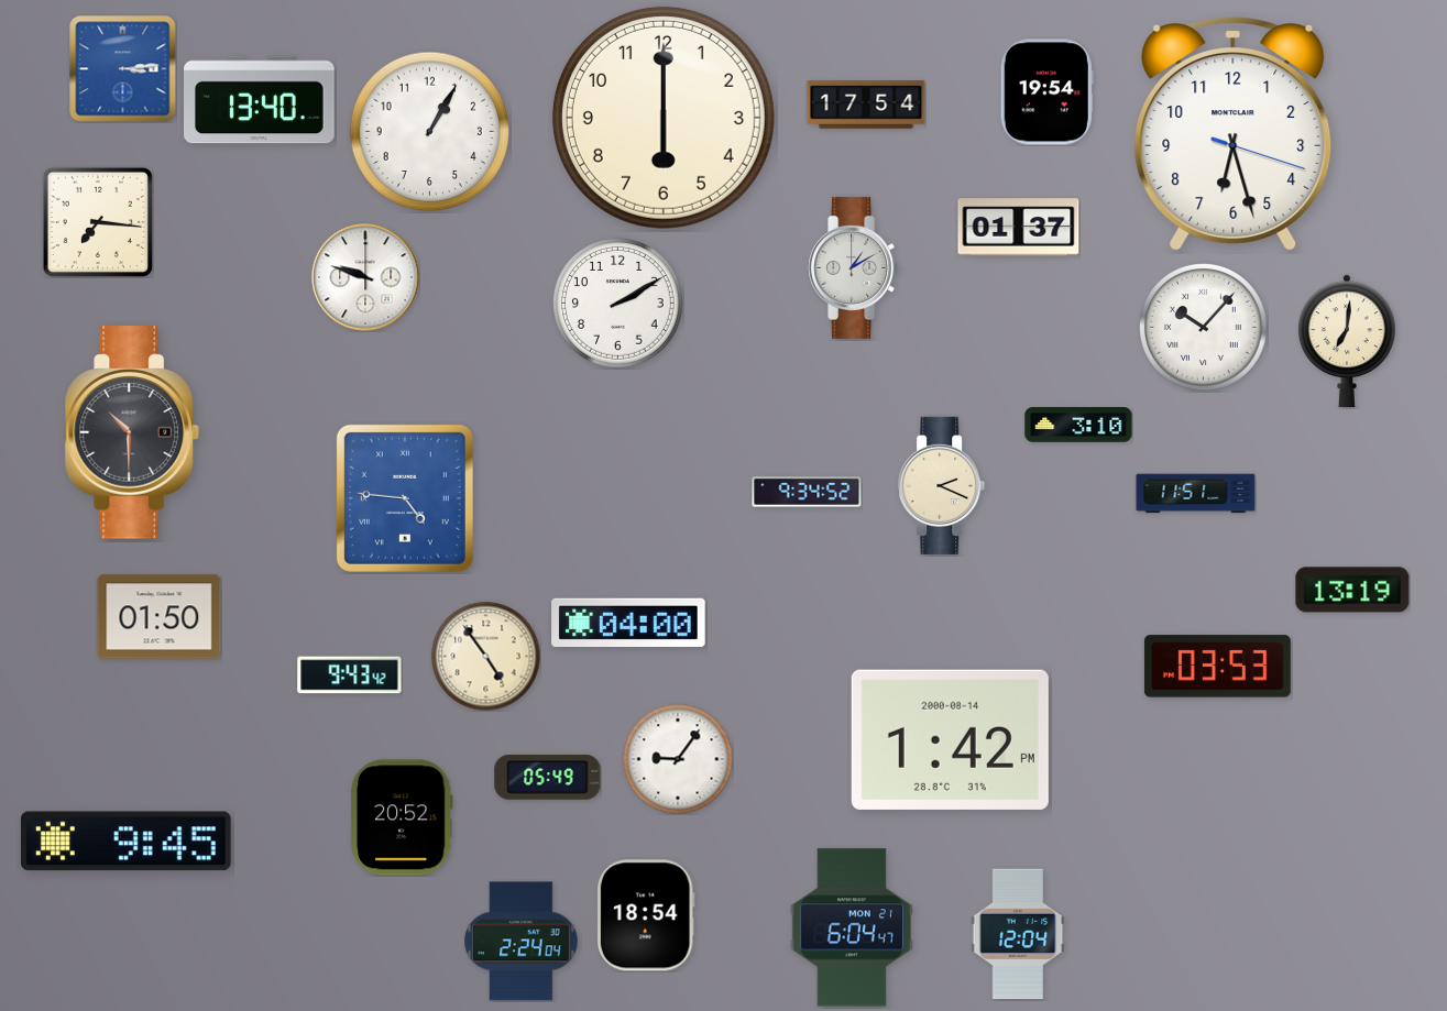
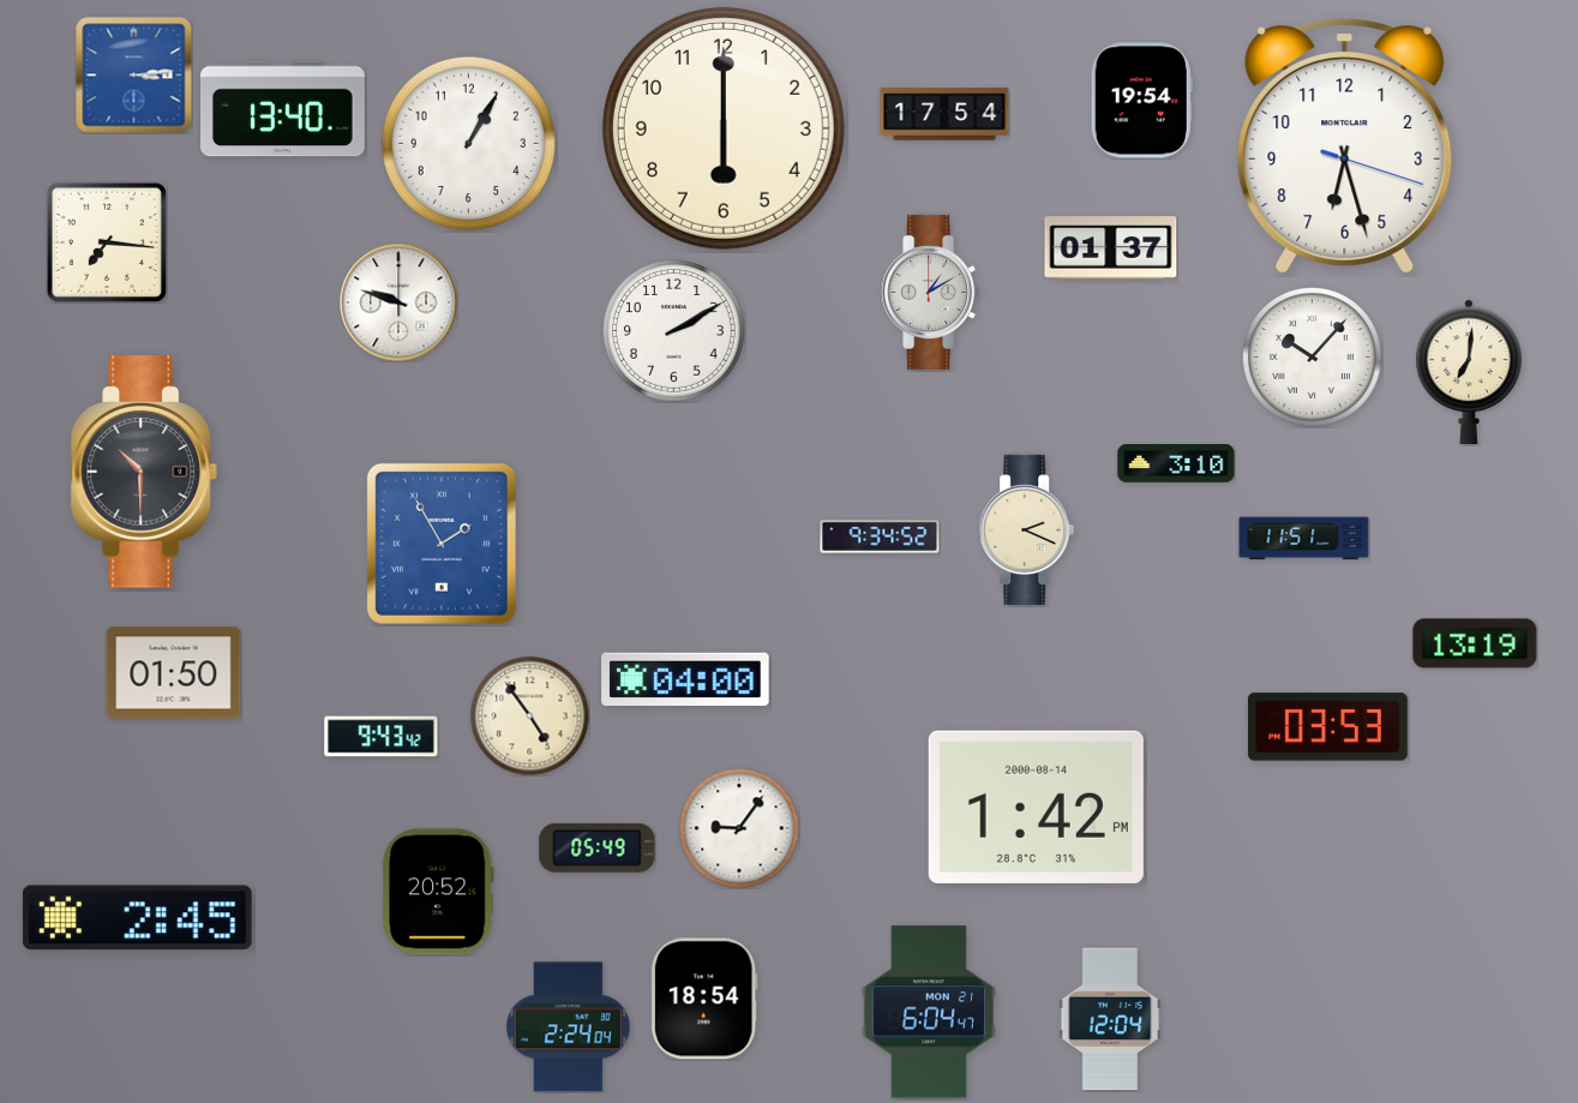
clock at (405, 498): 4:46 -> 1:55
clock at (125, 842): 9:45 -> 2:45
